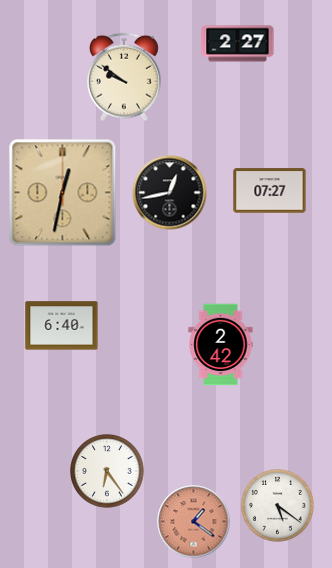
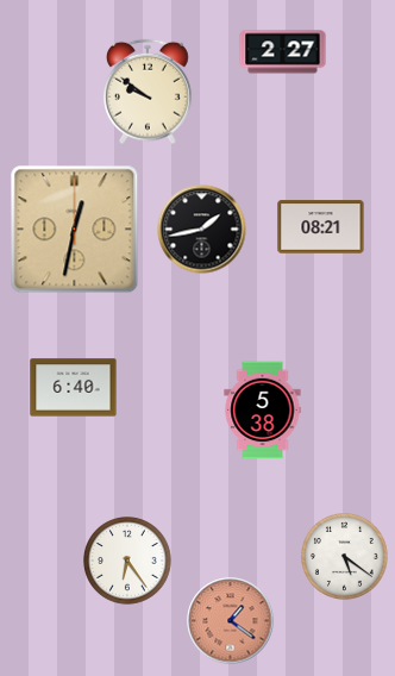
clock at (270, 191): 07:27 -> 08:21
clock at (170, 193): 12:43 -> 1:43
clock at (221, 345): 2:42 -> 5:38
clock at (278, 506) position: (278, 506) -> (345, 557)
